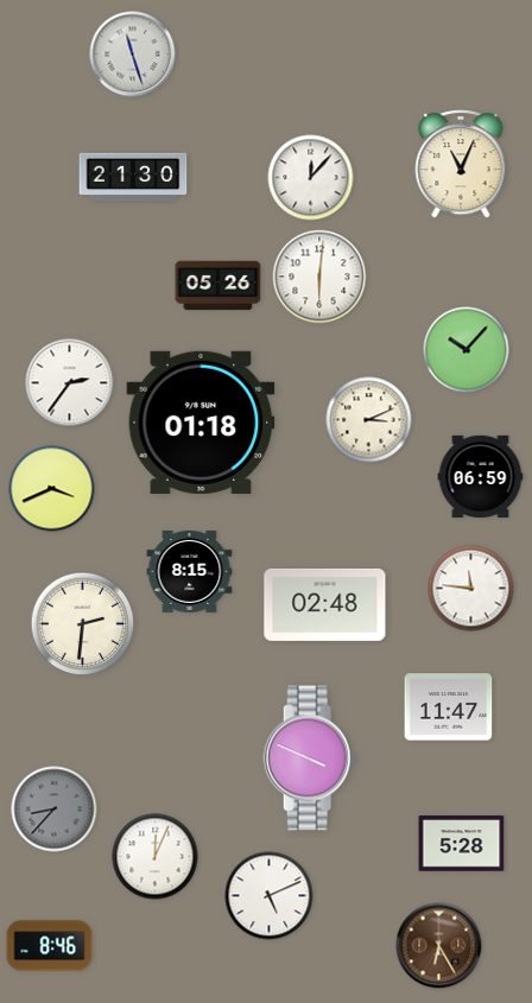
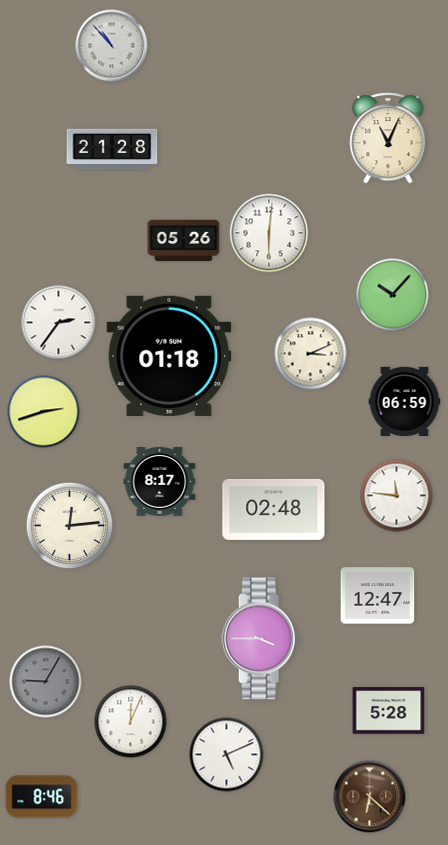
clock at (133, 55): 11:27 -> 10:53
clock at (133, 177): 21:30 -> 21:28
clock at (311, 178): 12:07 -> none
clock at (52, 489): 3:41 -> 2:42
clock at (190, 571): 8:15 -> 8:17
clock at (83, 624): 2:31 -> 12:14
clock at (449, 707): 11:47 -> 12:47
clock at (310, 758): 3:49 -> 3:45
clock at (55, 810): 8:37 -> 9:05
clock at (439, 946): 6:25 -> 6:22
